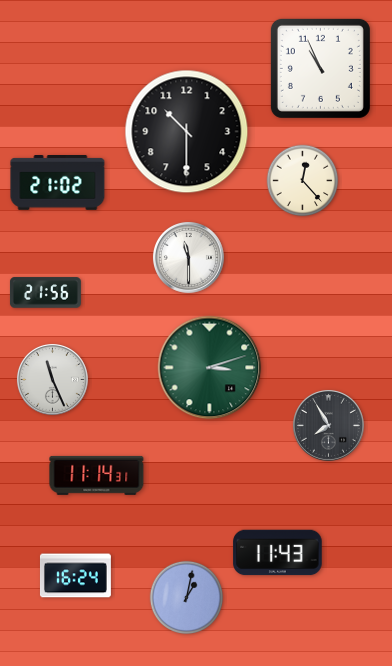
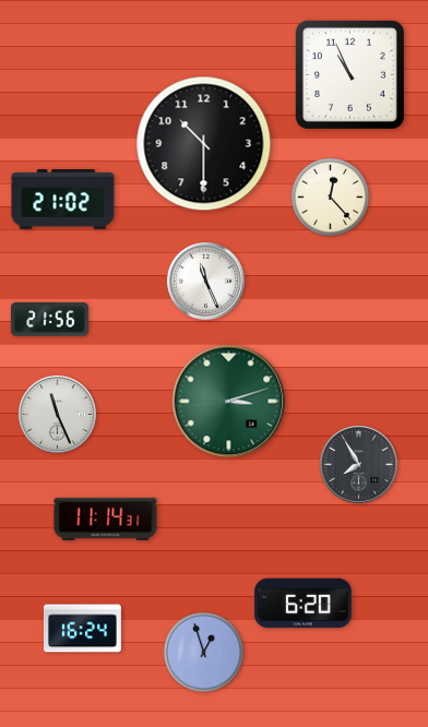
clock at (188, 257): 11:30 -> 11:26
clock at (278, 553): 11:43 -> 6:20
clock at (187, 598): 1:02 -> 12:57
